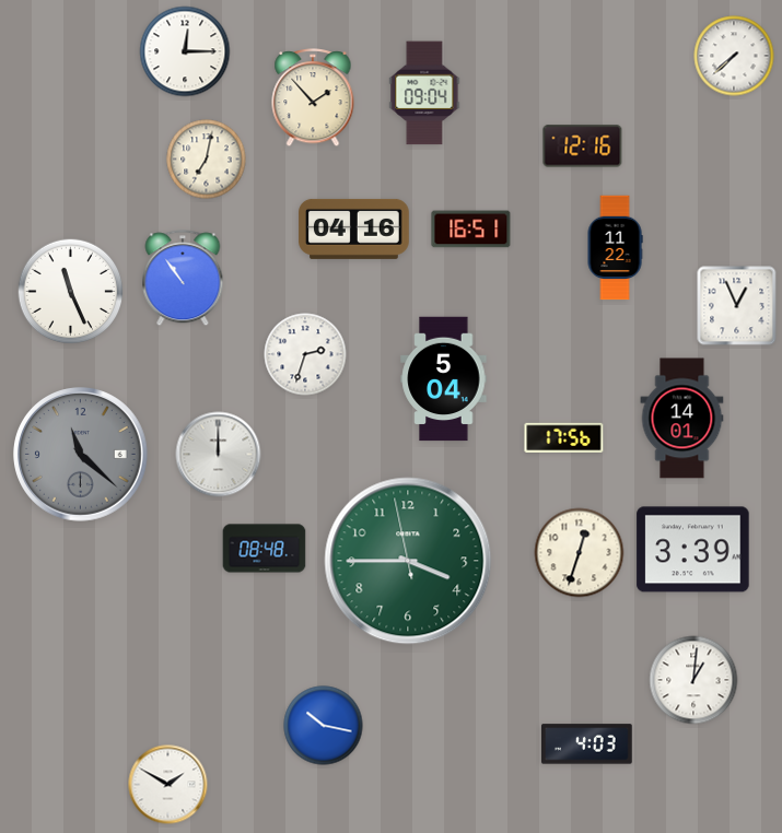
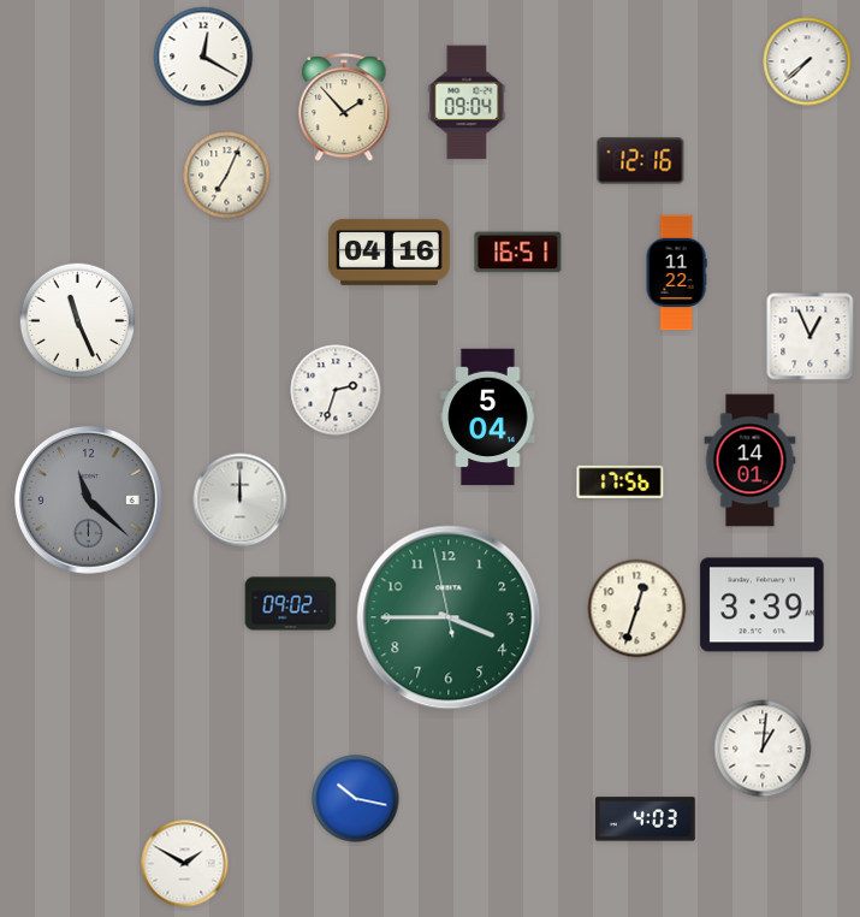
clock at (185, 51): 12:15 -> 12:20
clock at (207, 160): 7:02 -> 7:04
clock at (183, 279): 10:54 -> none
clock at (265, 549): 08:48 -> 09:02
